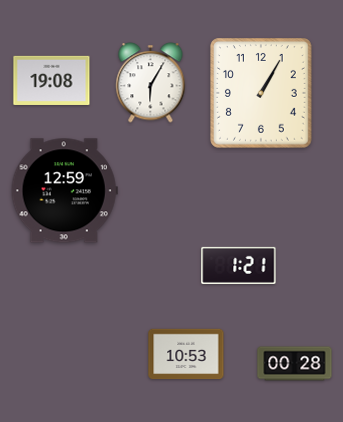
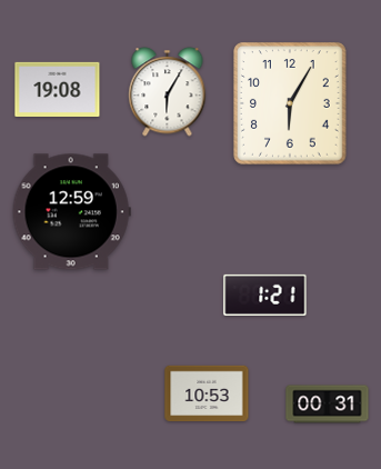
clock at (262, 94): 1:05 -> 6:05
clock at (295, 364): 00:28 -> 00:31
